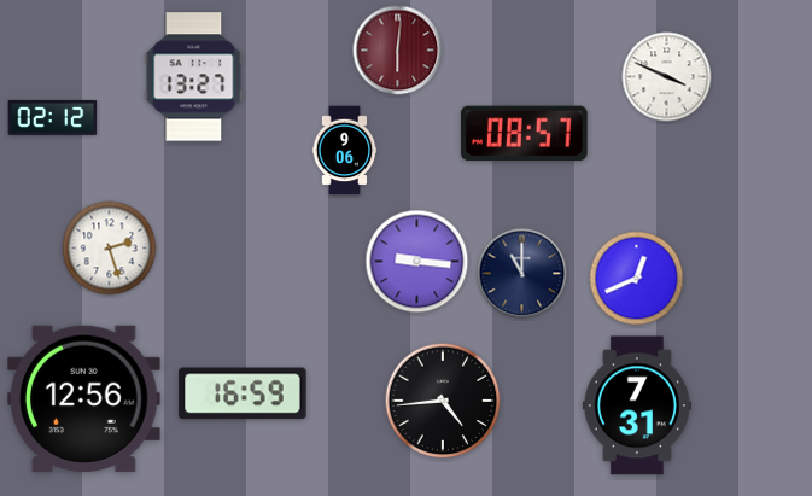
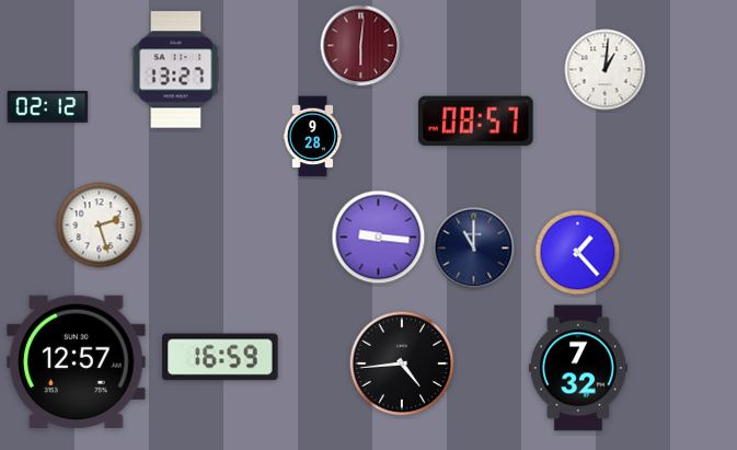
clock at (667, 77): 3:49 -> 1:01
clock at (345, 151): 9:06 -> 9:28
clock at (637, 279): 12:41 -> 1:23
clock at (84, 398): 12:56 -> 12:57
clock at (637, 405): 7:31 -> 7:32
